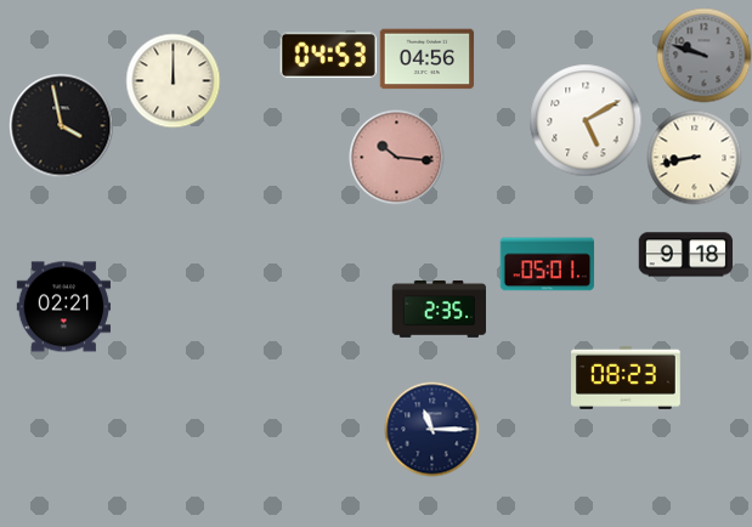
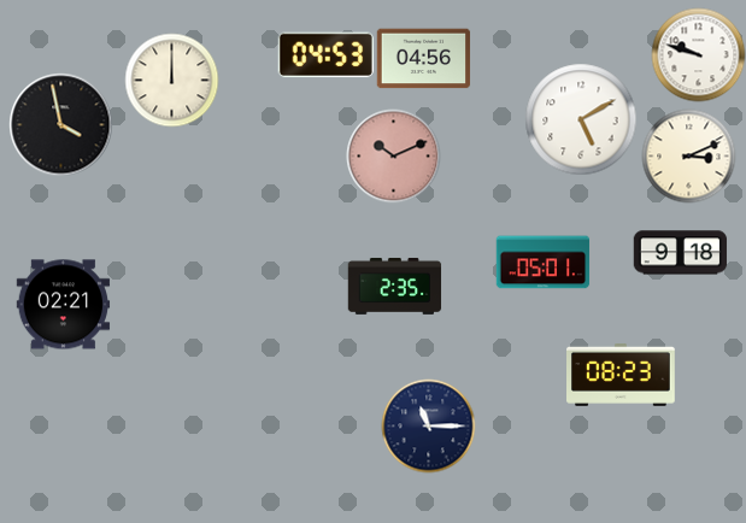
clock at (703, 55) dial: grey -> white
clock at (396, 157): 10:16 -> 10:11
clock at (694, 157): 8:43 -> 3:11
clock at (439, 308) position: (439, 308) -> (394, 286)
